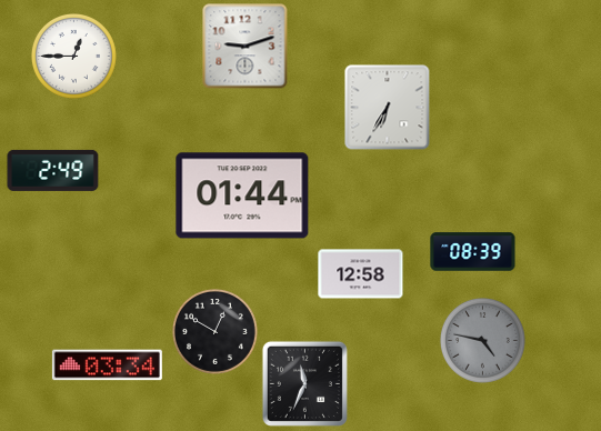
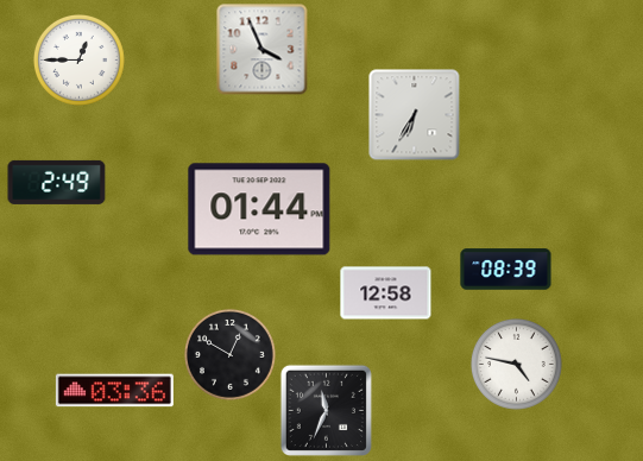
clock at (246, 47): 9:12 -> 3:56
clock at (482, 340) dial: grey -> white
clock at (107, 365): 03:34 -> 03:36
